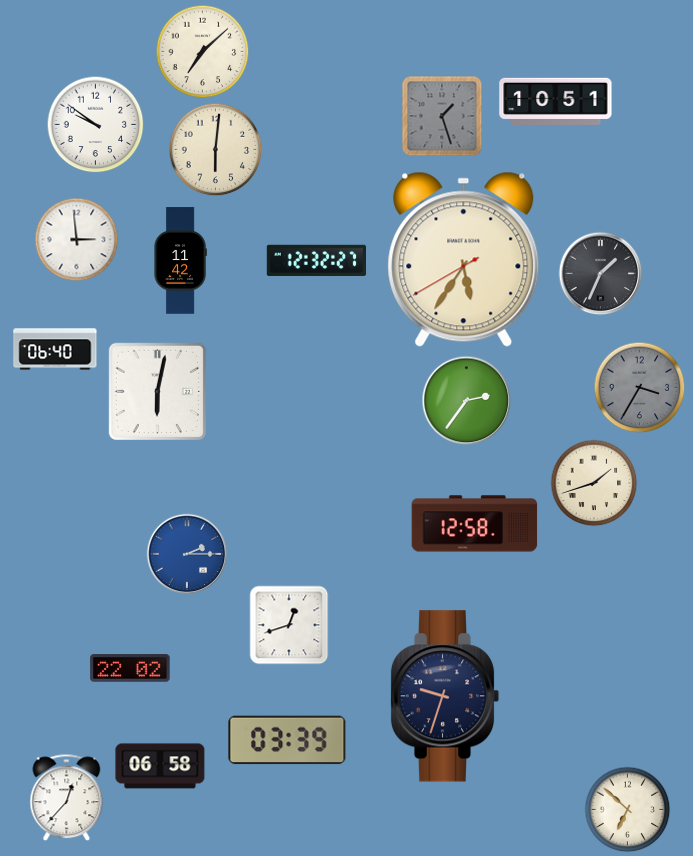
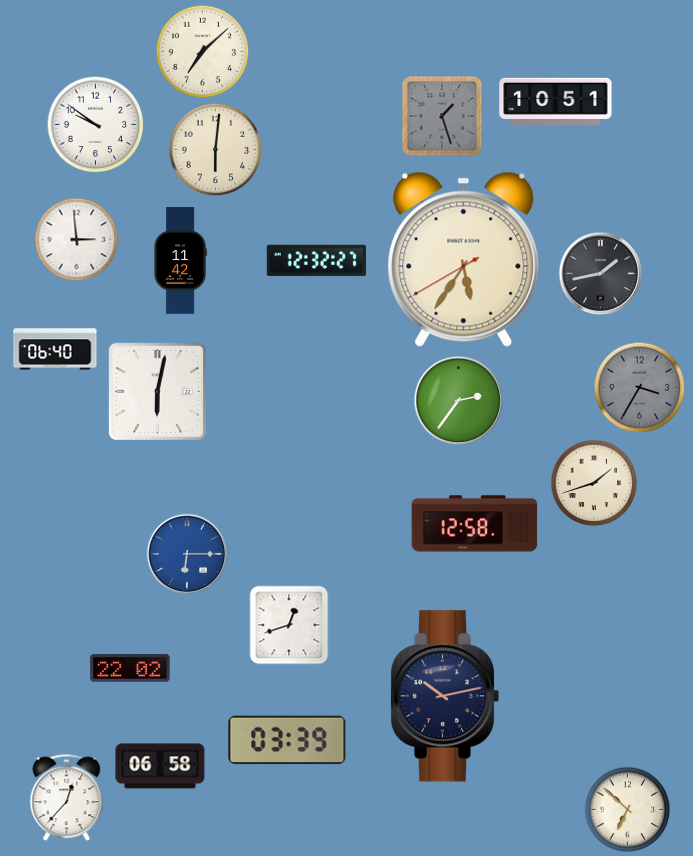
clock at (601, 274): 1:34 -> 1:43
clock at (467, 401) position: (467, 401) -> (459, 401)
clock at (187, 554): 2:15 -> 6:15
clock at (445, 696): 9:33 -> 10:13
